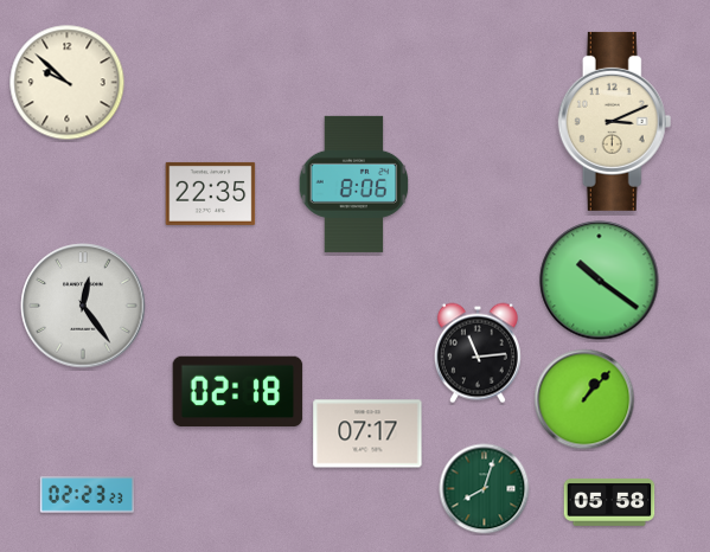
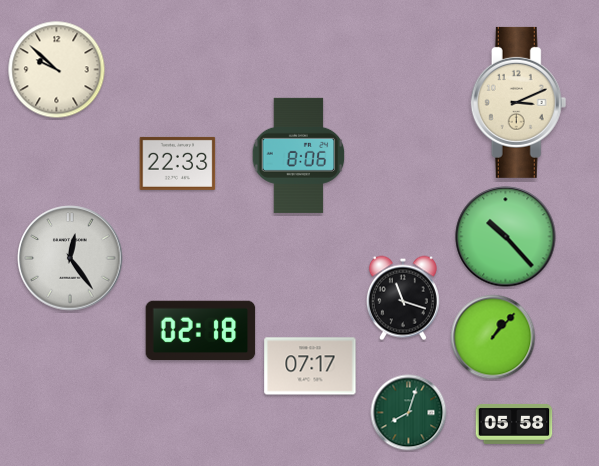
clock at (211, 193): 22:35 -> 22:33
clock at (600, 281): 10:21 -> 10:23
clock at (478, 353): 11:14 -> 11:18
clock at (87, 495): 02:23 -> none
